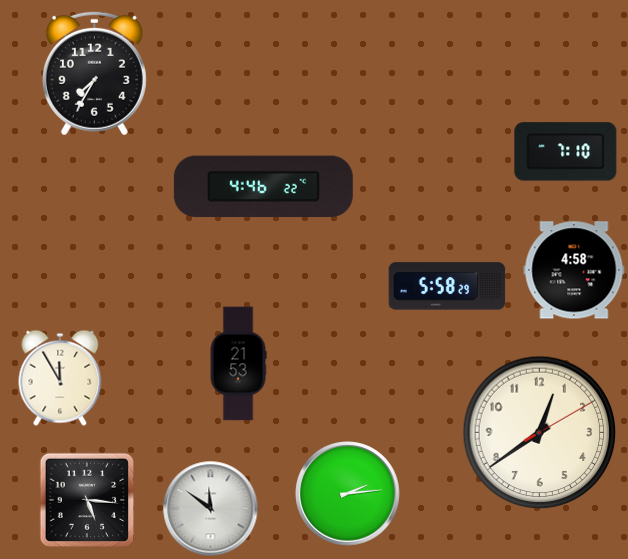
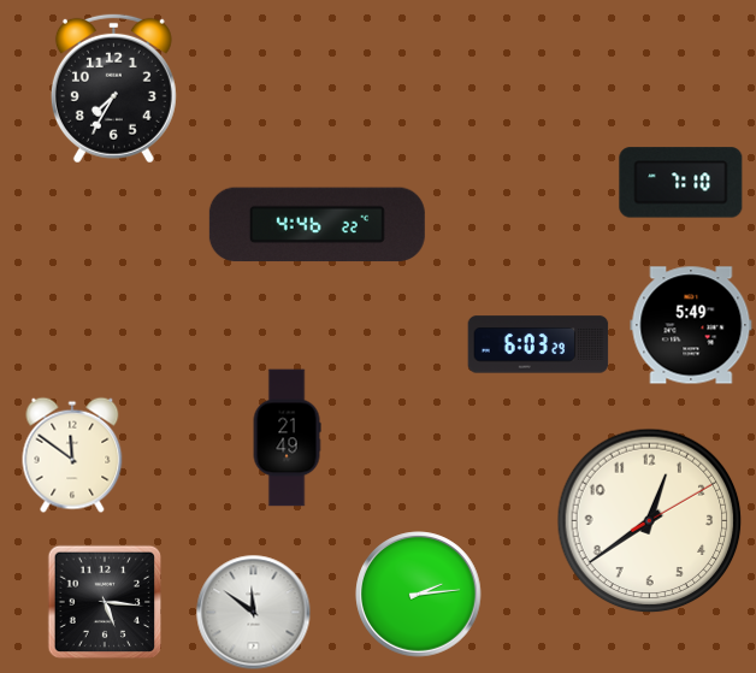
clock at (574, 270): 4:58 -> 5:49
clock at (447, 286): 5:58 -> 6:03
clock at (238, 364): 21:53 -> 21:49
clock at (60, 378): 11:55 -> 11:51
